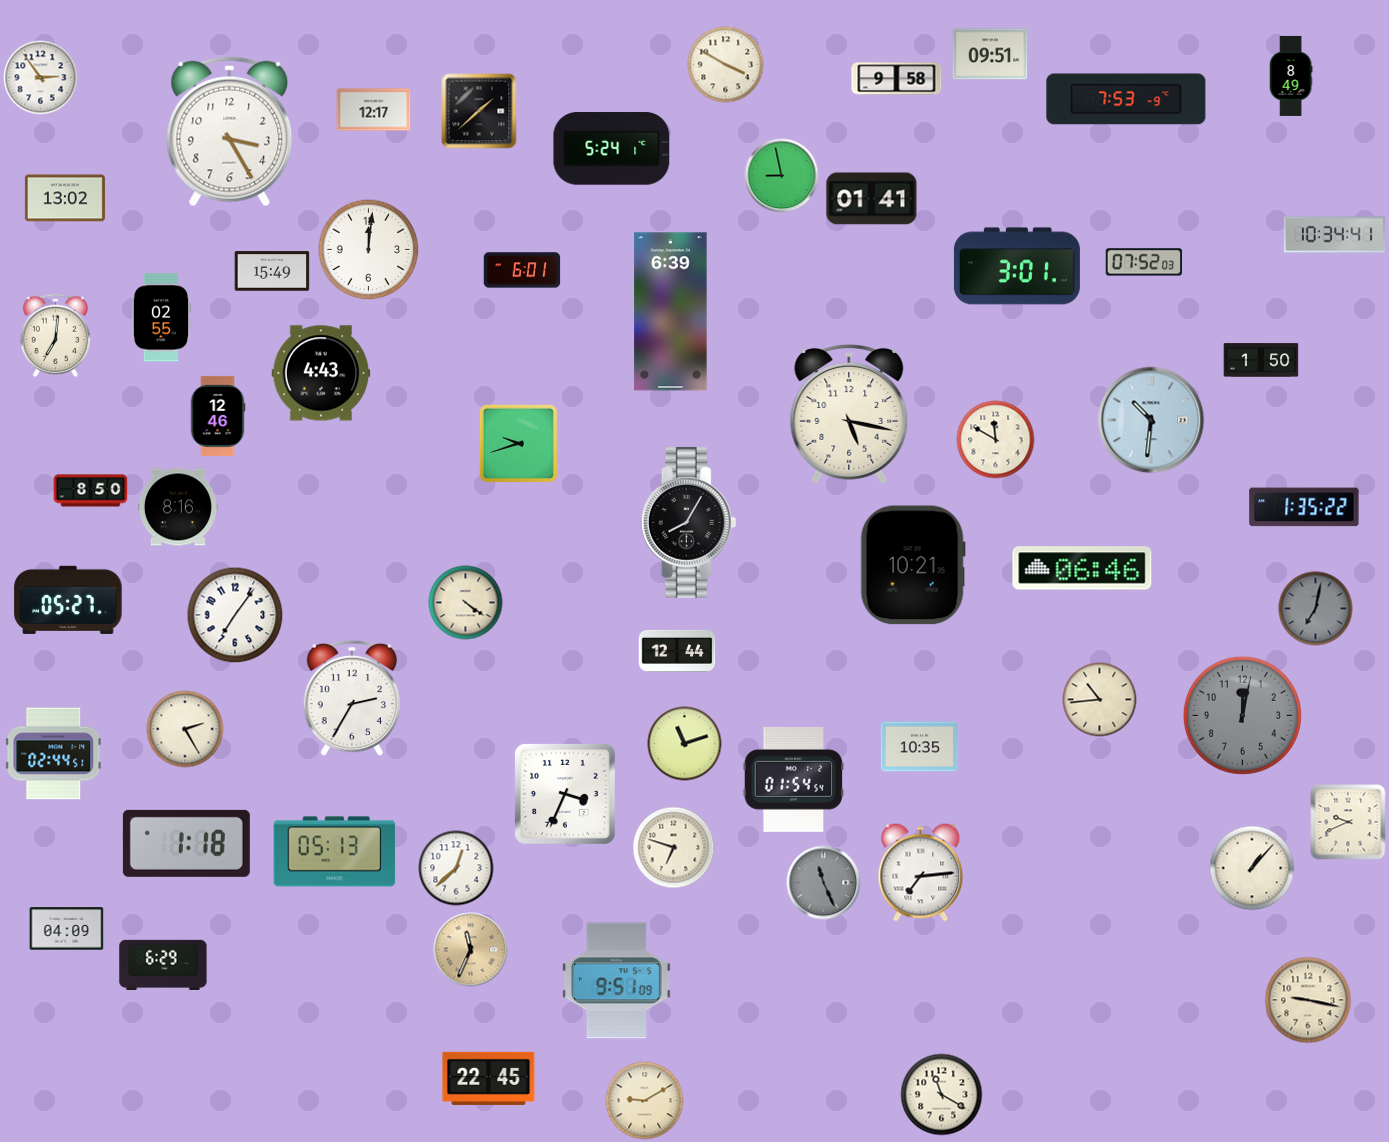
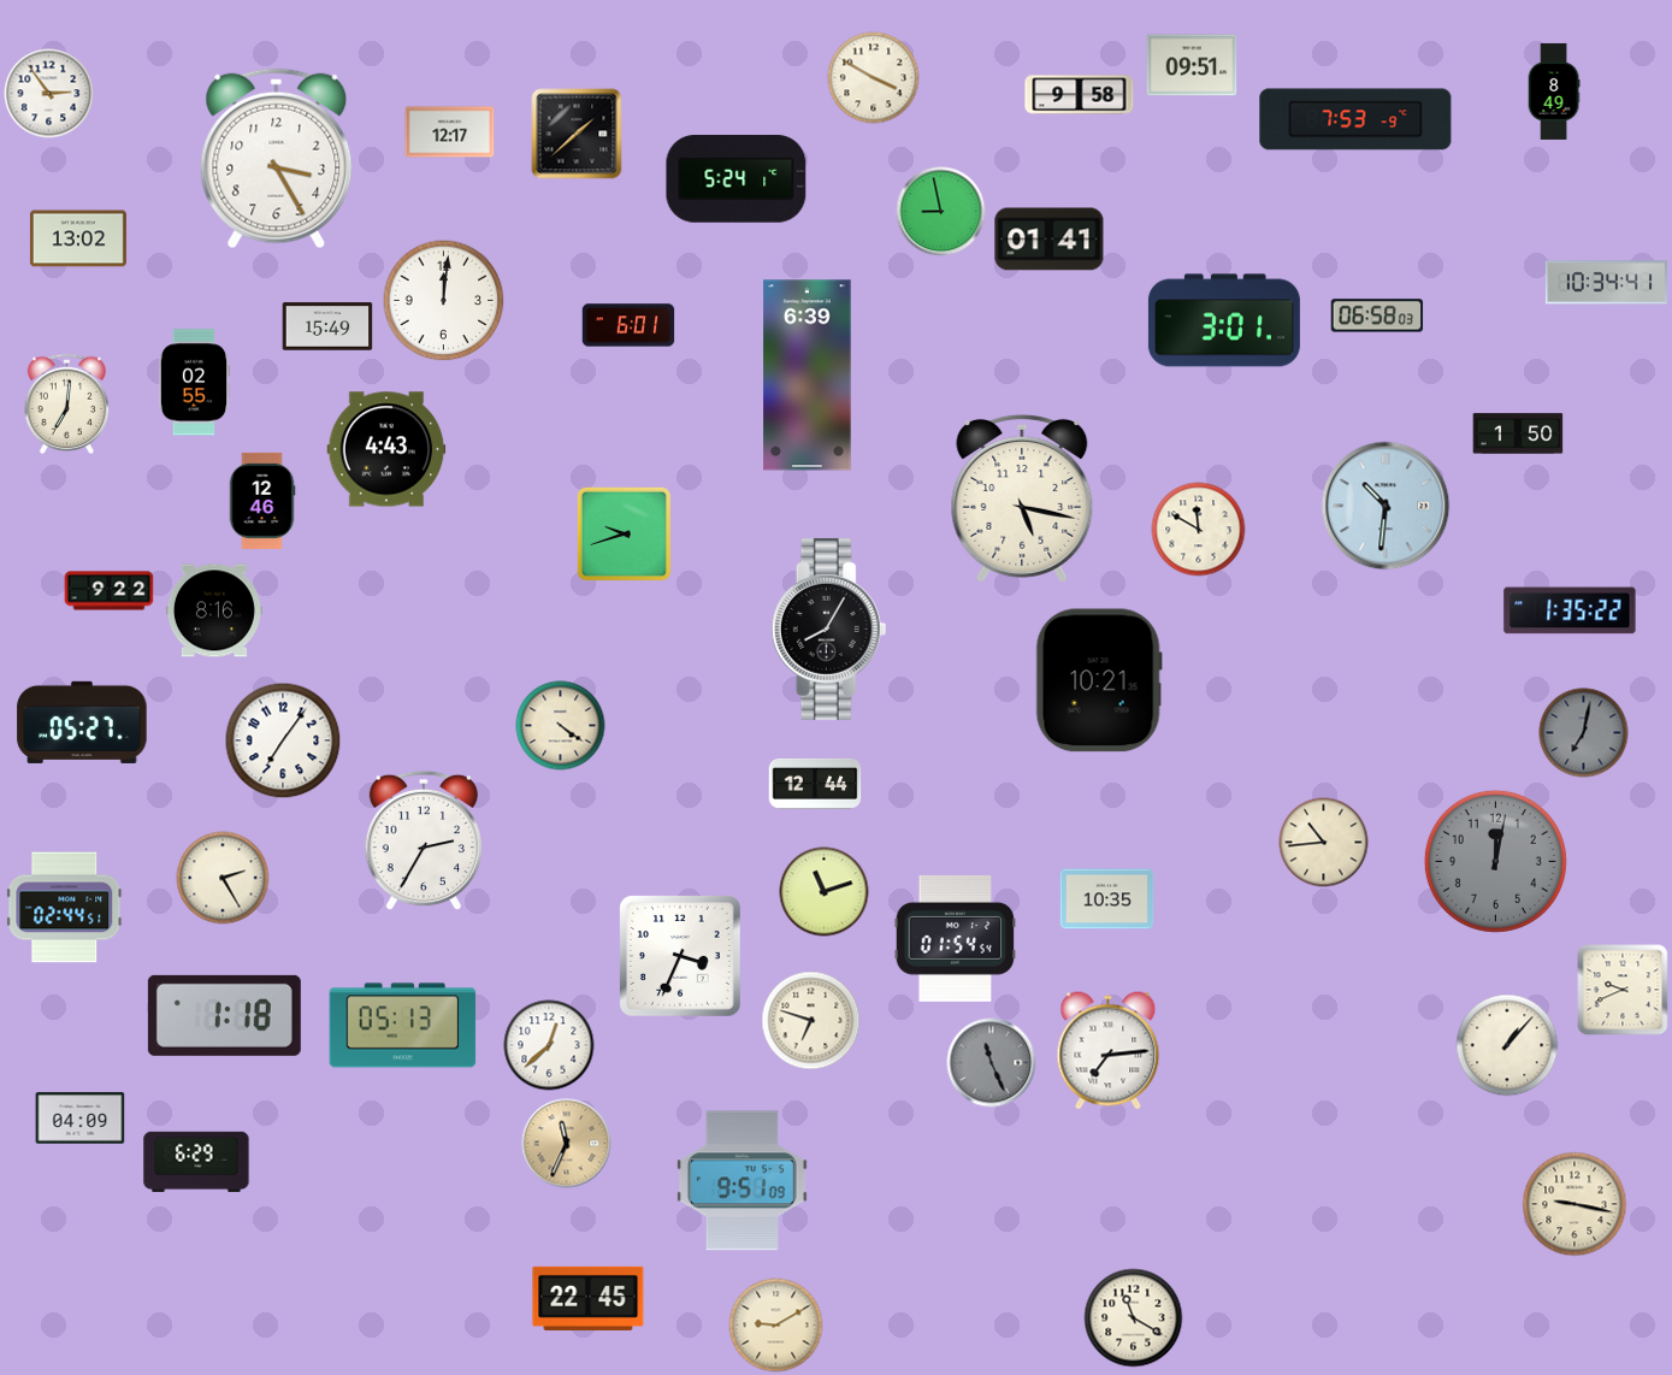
clock at (1144, 262): 07:52 -> 06:58
clock at (91, 491): 8:50 -> 9:22
clock at (1082, 568): 06:46 -> none
clock at (685, 744) position: (685, 744) -> (825, 892)
